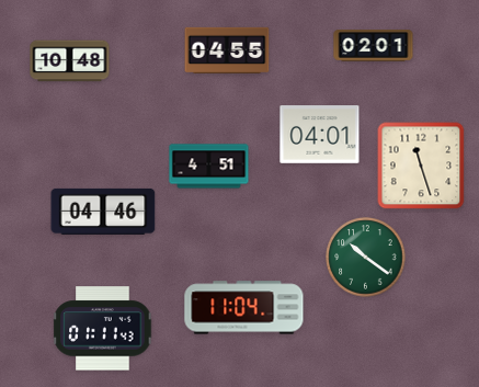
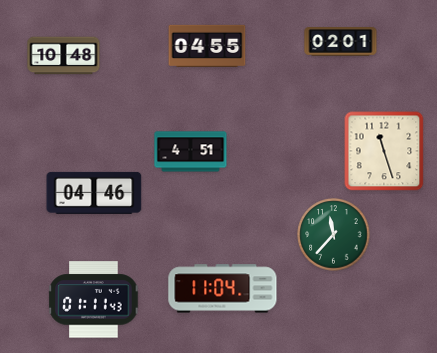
clock at (320, 135): 04:01 -> none
clock at (366, 258): 10:21 -> 11:37
clock at (244, 308) position: (244, 308) -> (223, 289)
